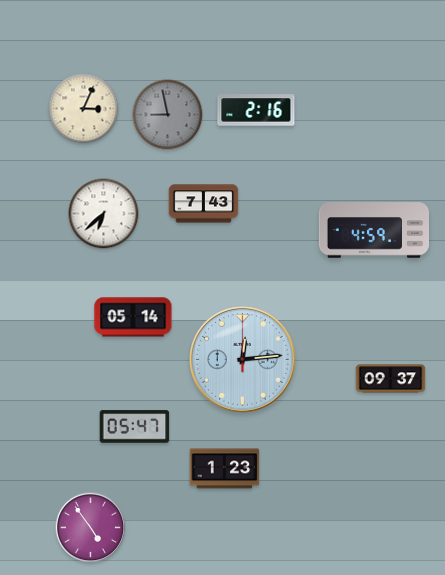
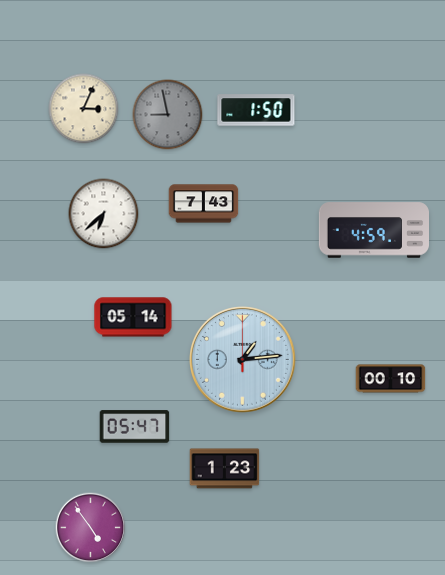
clock at (256, 110): 2:16 -> 1:50
clock at (243, 360): 12:14 -> 1:14
clock at (391, 379): 09:37 -> 00:10
